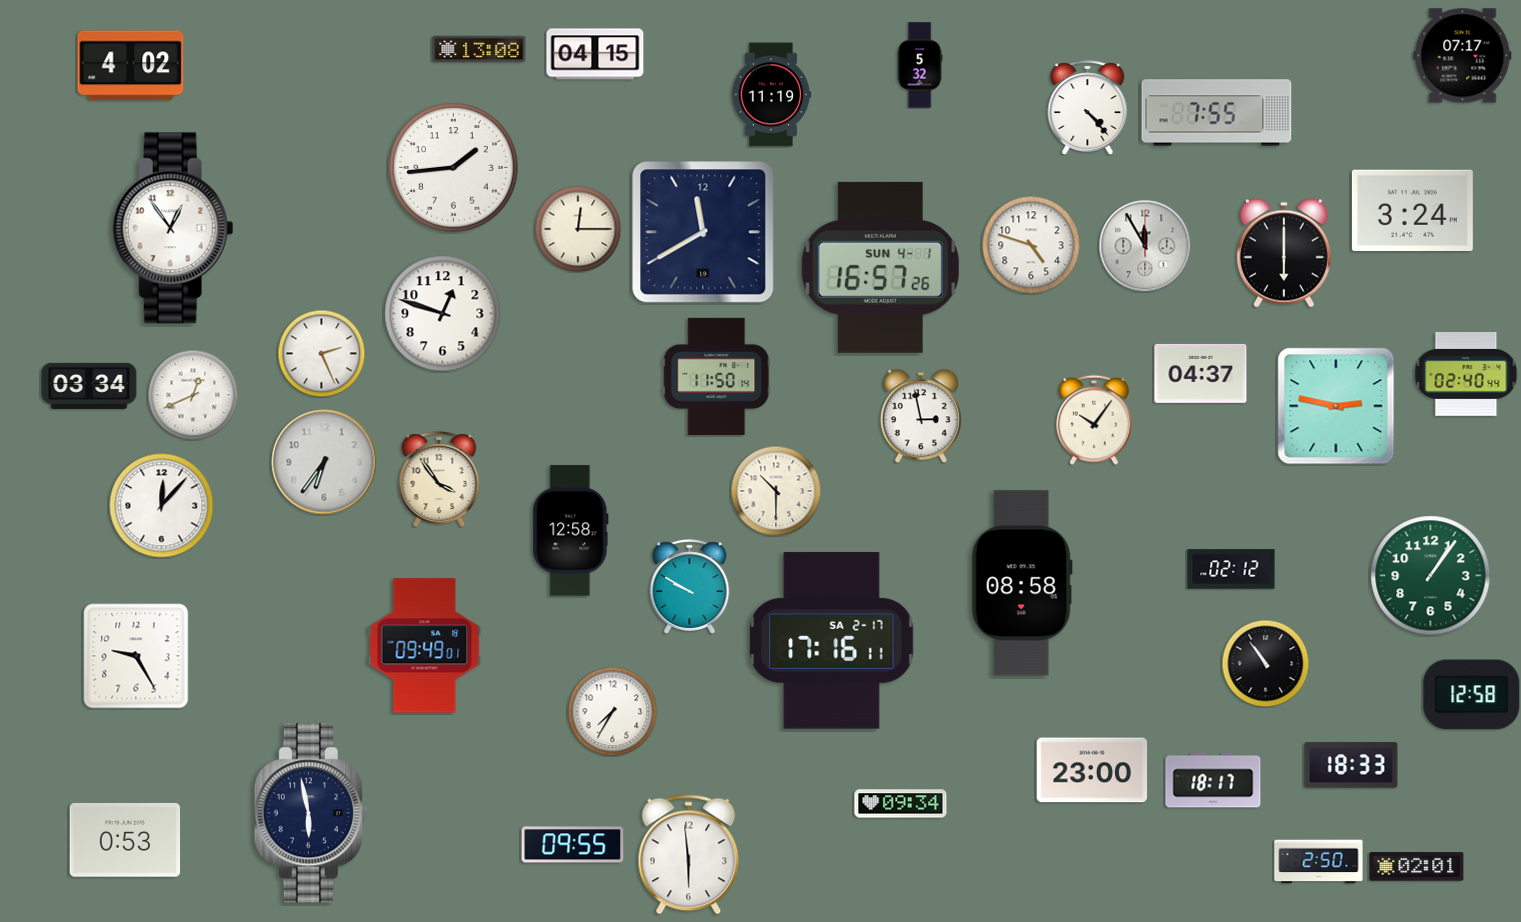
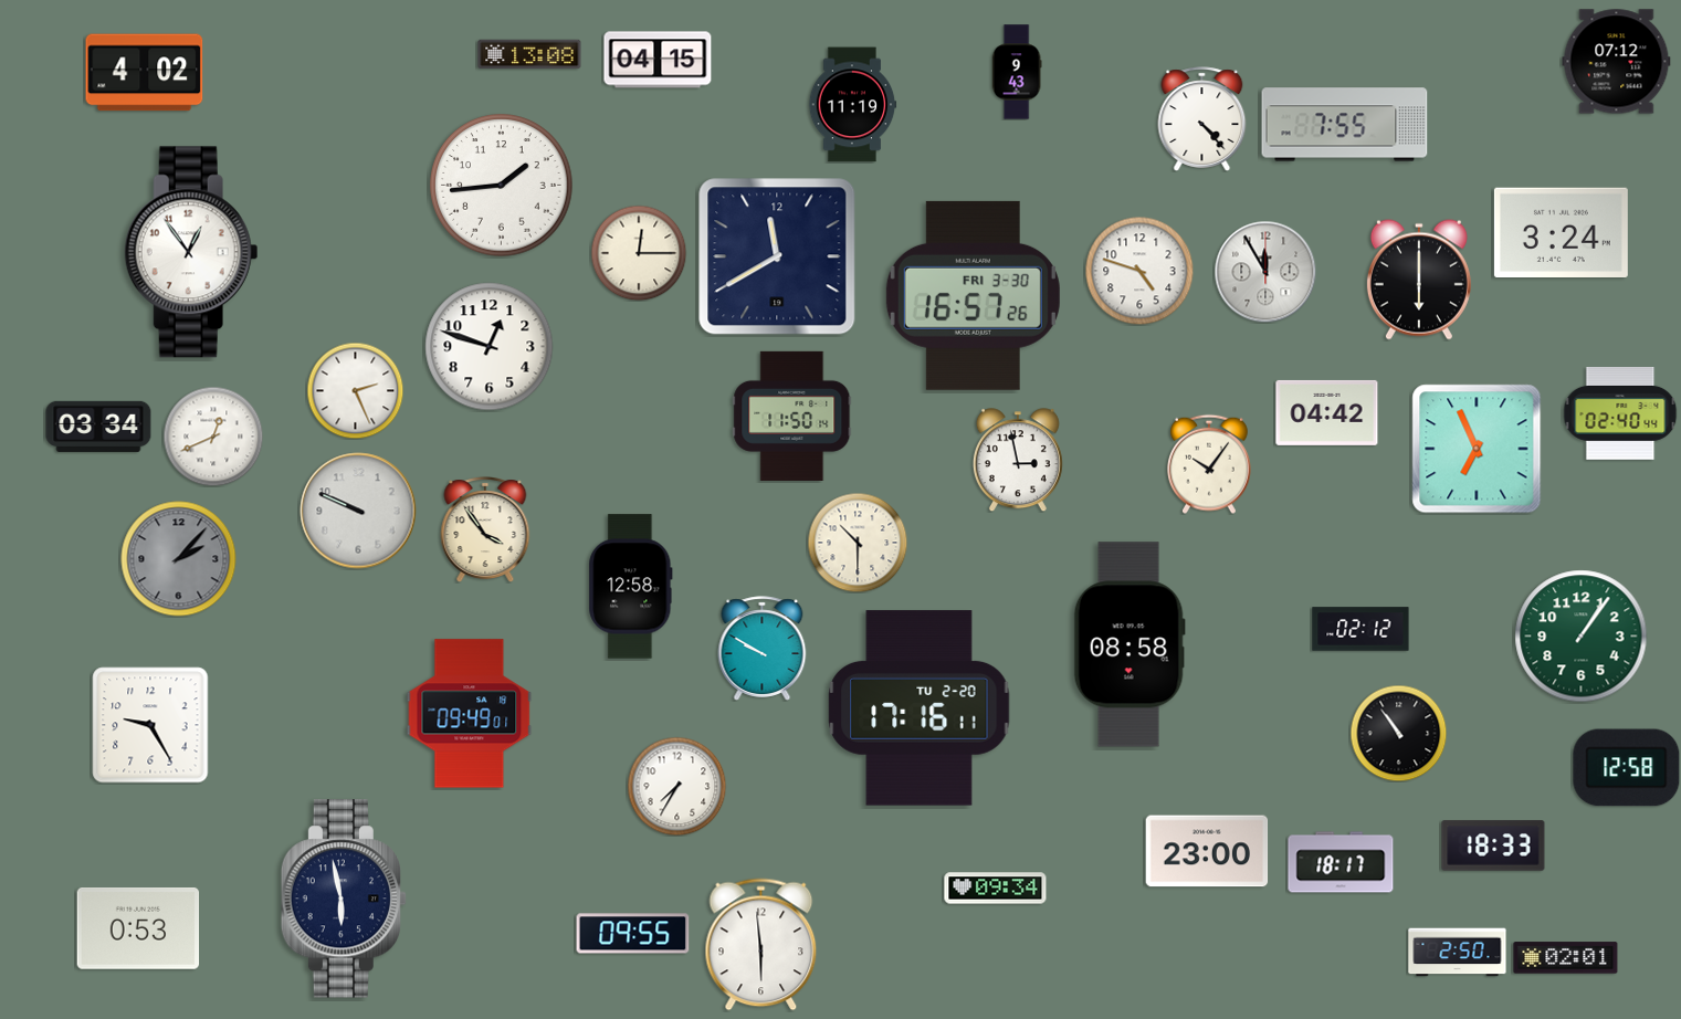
clock at (1463, 56): 07:17 -> 07:12
clock at (920, 65): 5:32 -> 9:43
clock at (880, 267) date: SUN 4-1 -> FRI 3-30
clock at (1201, 373): 04:37 -> 04:42
clock at (1336, 406): 2:47 -> 6:56
clock at (324, 462): 6:36 -> 9:49
clock at (162, 506): 12:07 -> 2:07
clock at (162, 506) dial: white -> grey
clock at (832, 641) date: SA 2-17 -> TU 2-20
